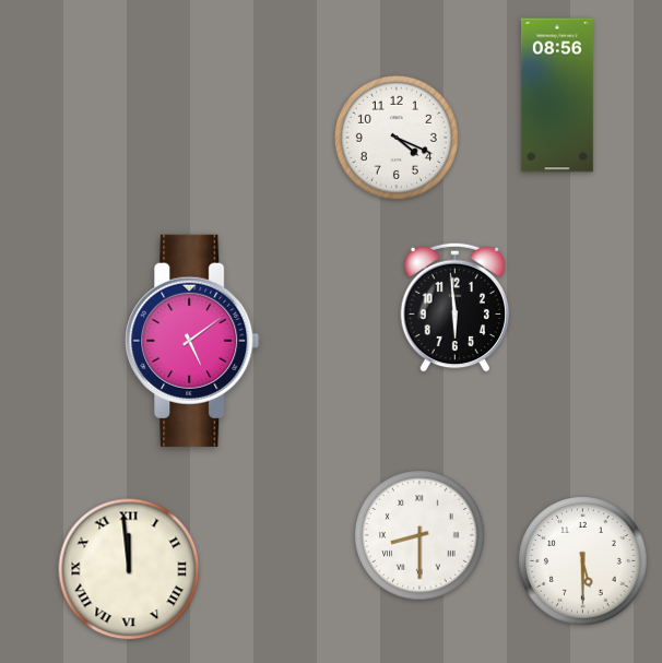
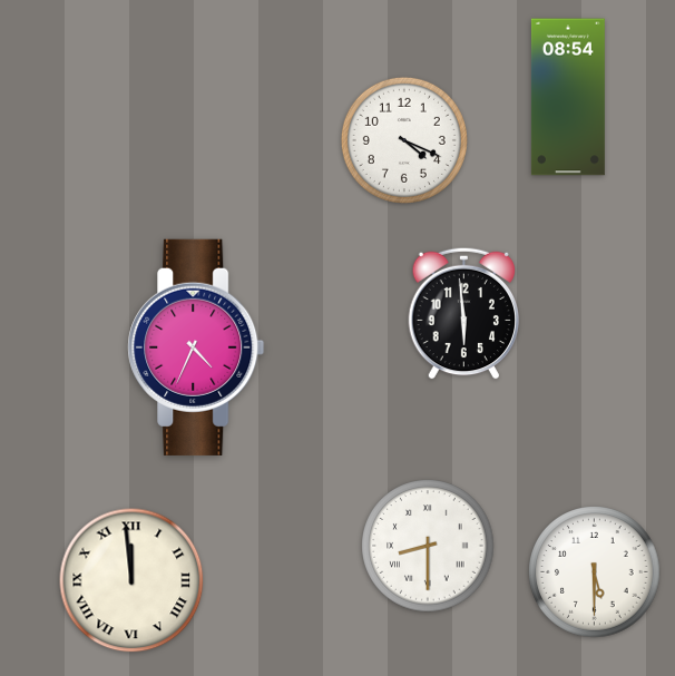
clock at (557, 95): 08:56 -> 08:54
clock at (192, 341): 5:09 -> 4:34
